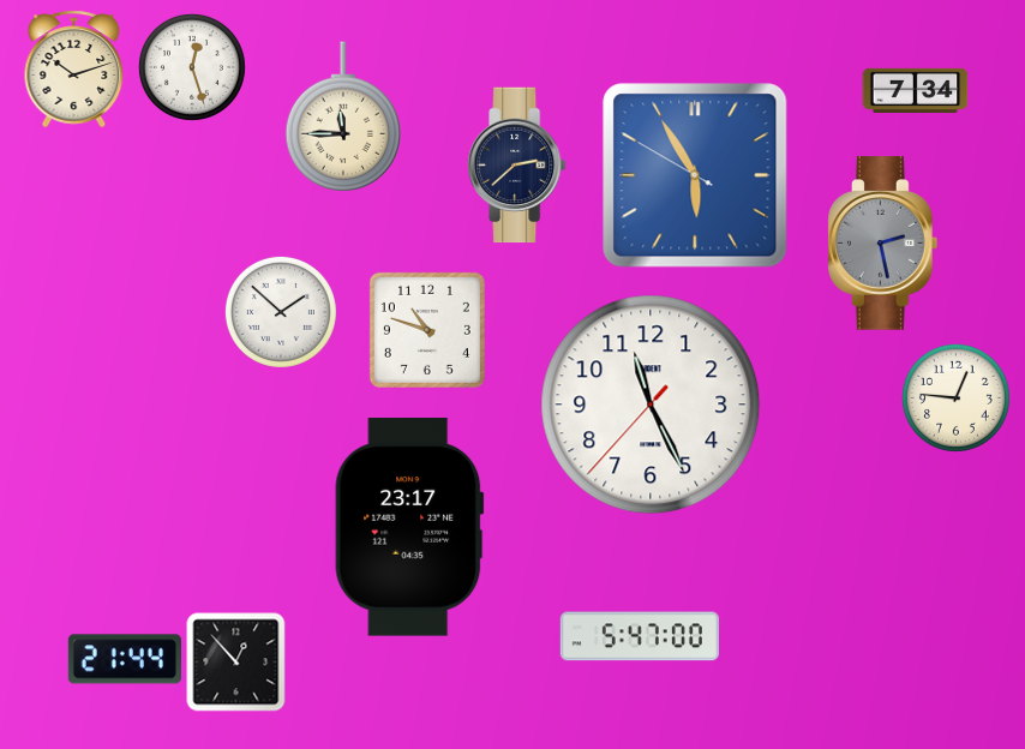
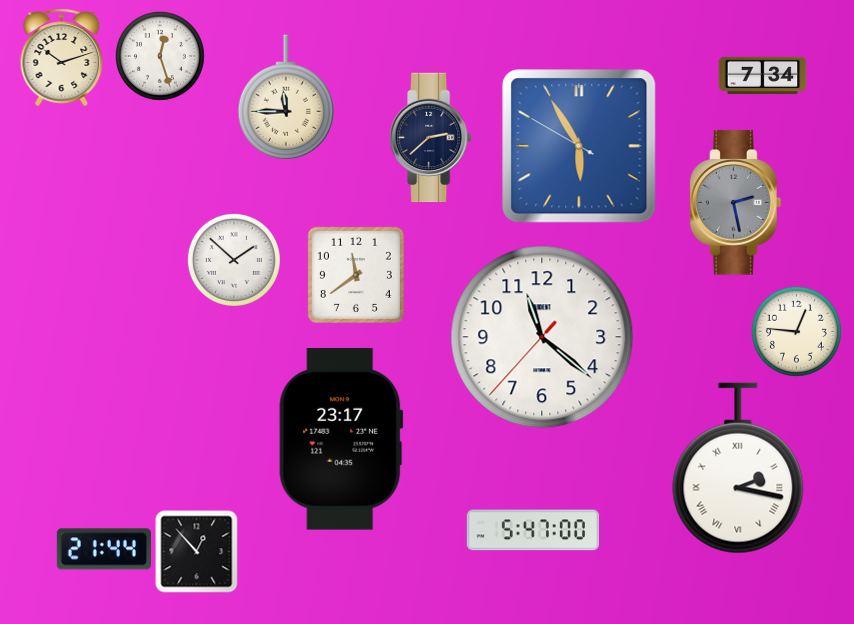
clock at (427, 330): 10:48 -> 11:39
clock at (651, 405): 11:25 -> 11:21
clock at (738, 468): none -> 2:17
